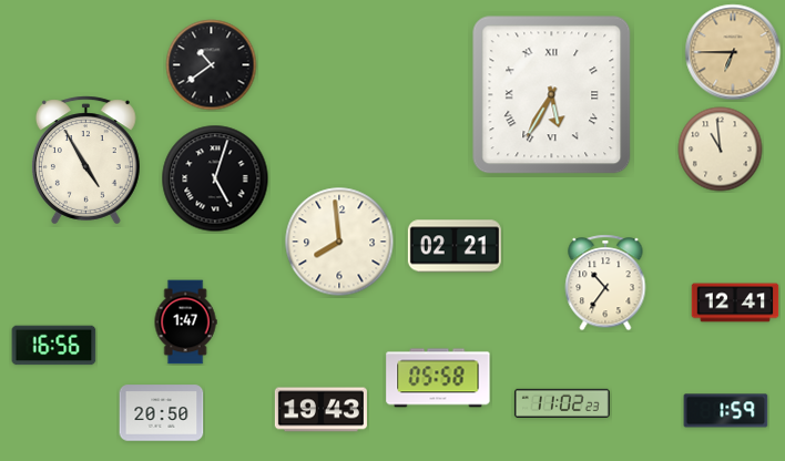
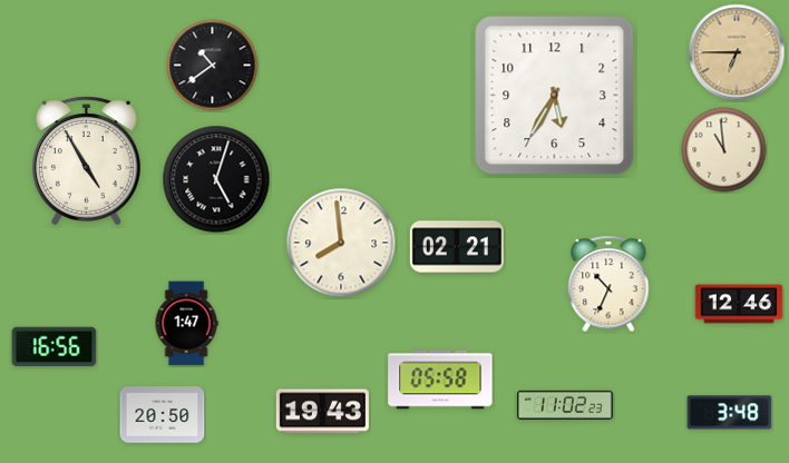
clock at (552, 95) numerals: Roman -> Arabic
clock at (605, 283): 10:36 -> 10:34
clock at (735, 303): 12:41 -> 12:46
clock at (726, 411): 1:59 -> 3:48
